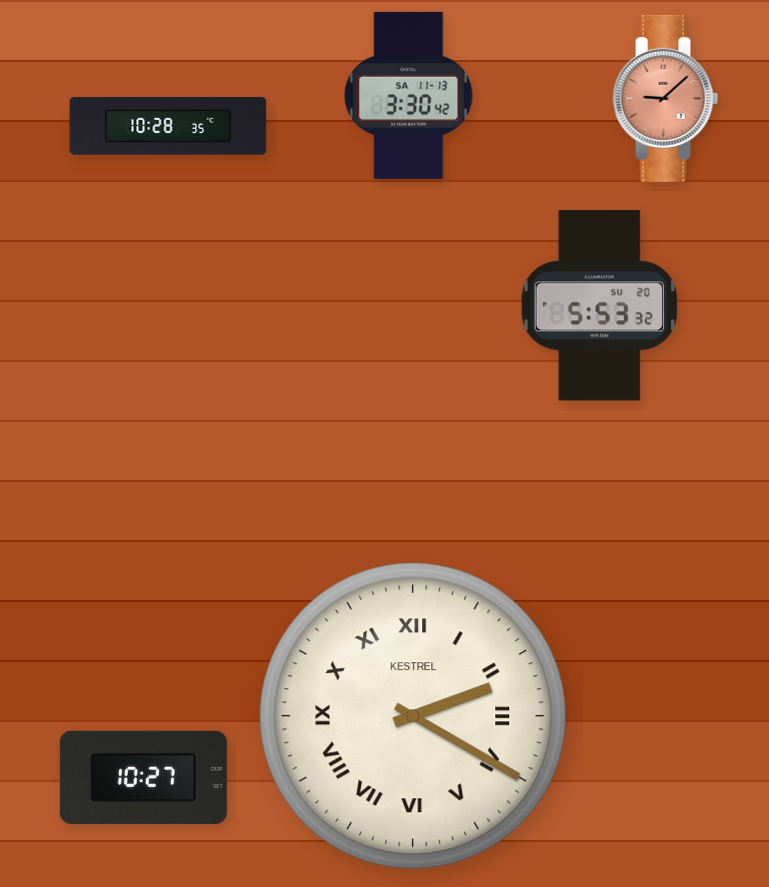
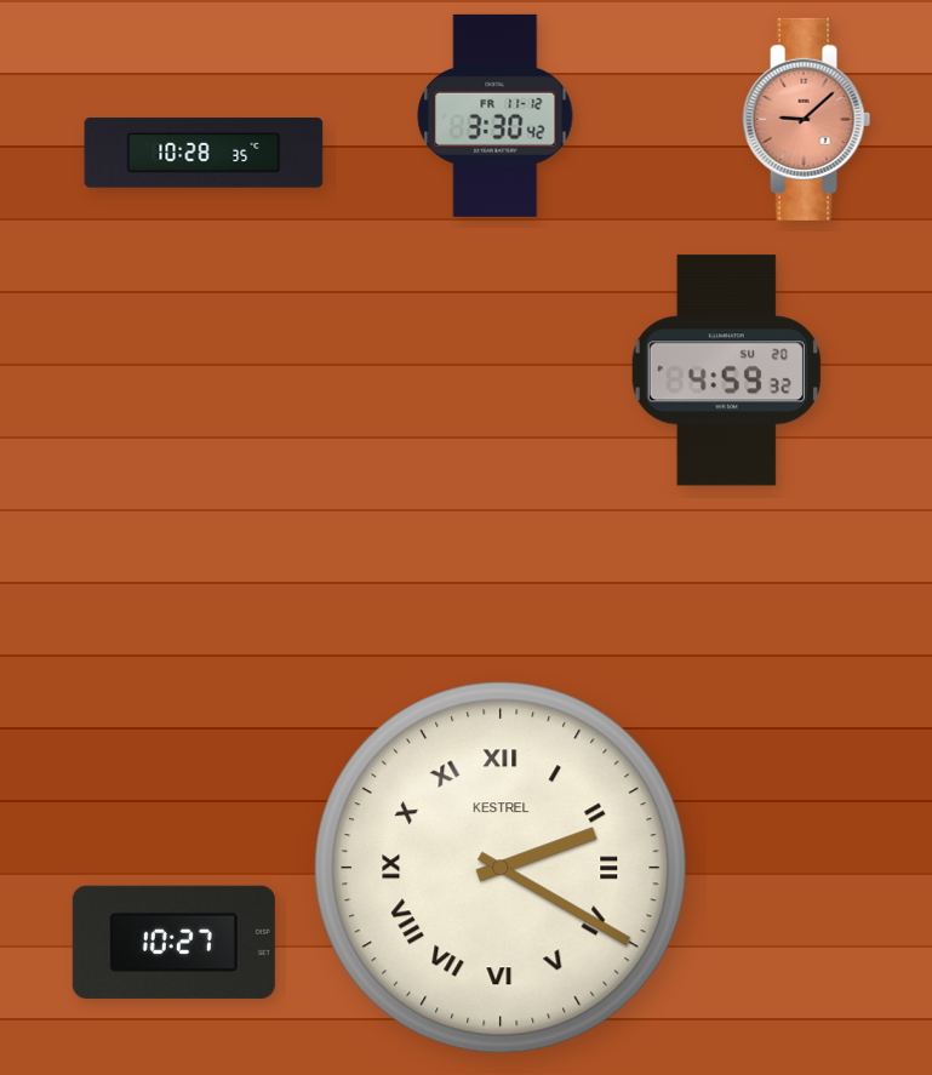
clock at (409, 95) date: SA 11-13 -> FR 11-12
clock at (599, 306): 5:53 -> 4:59
